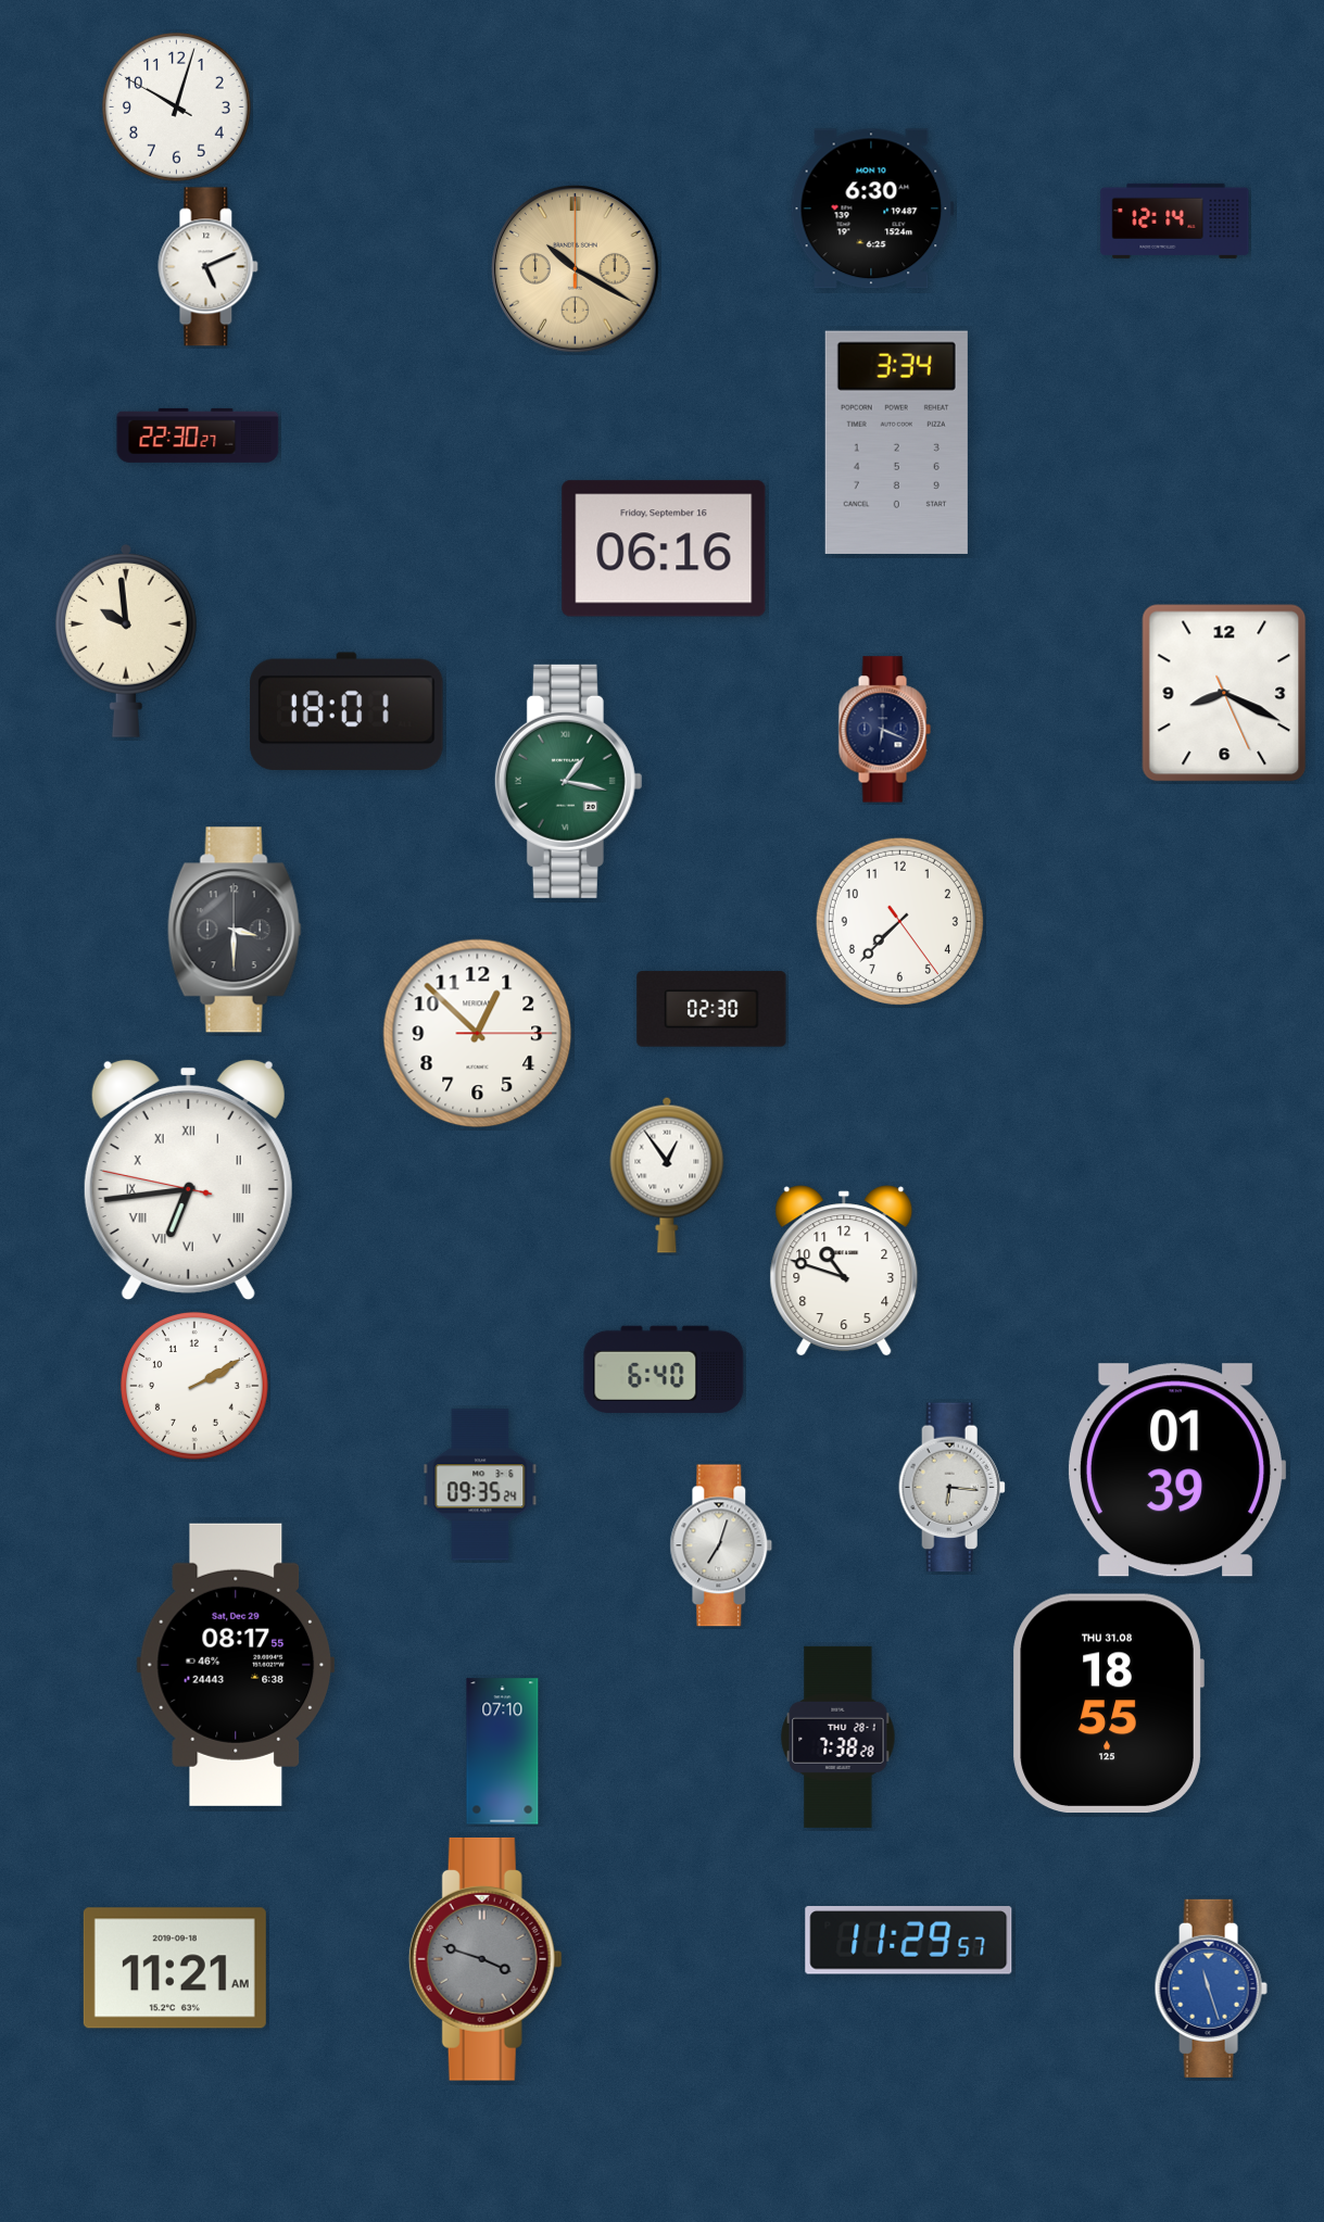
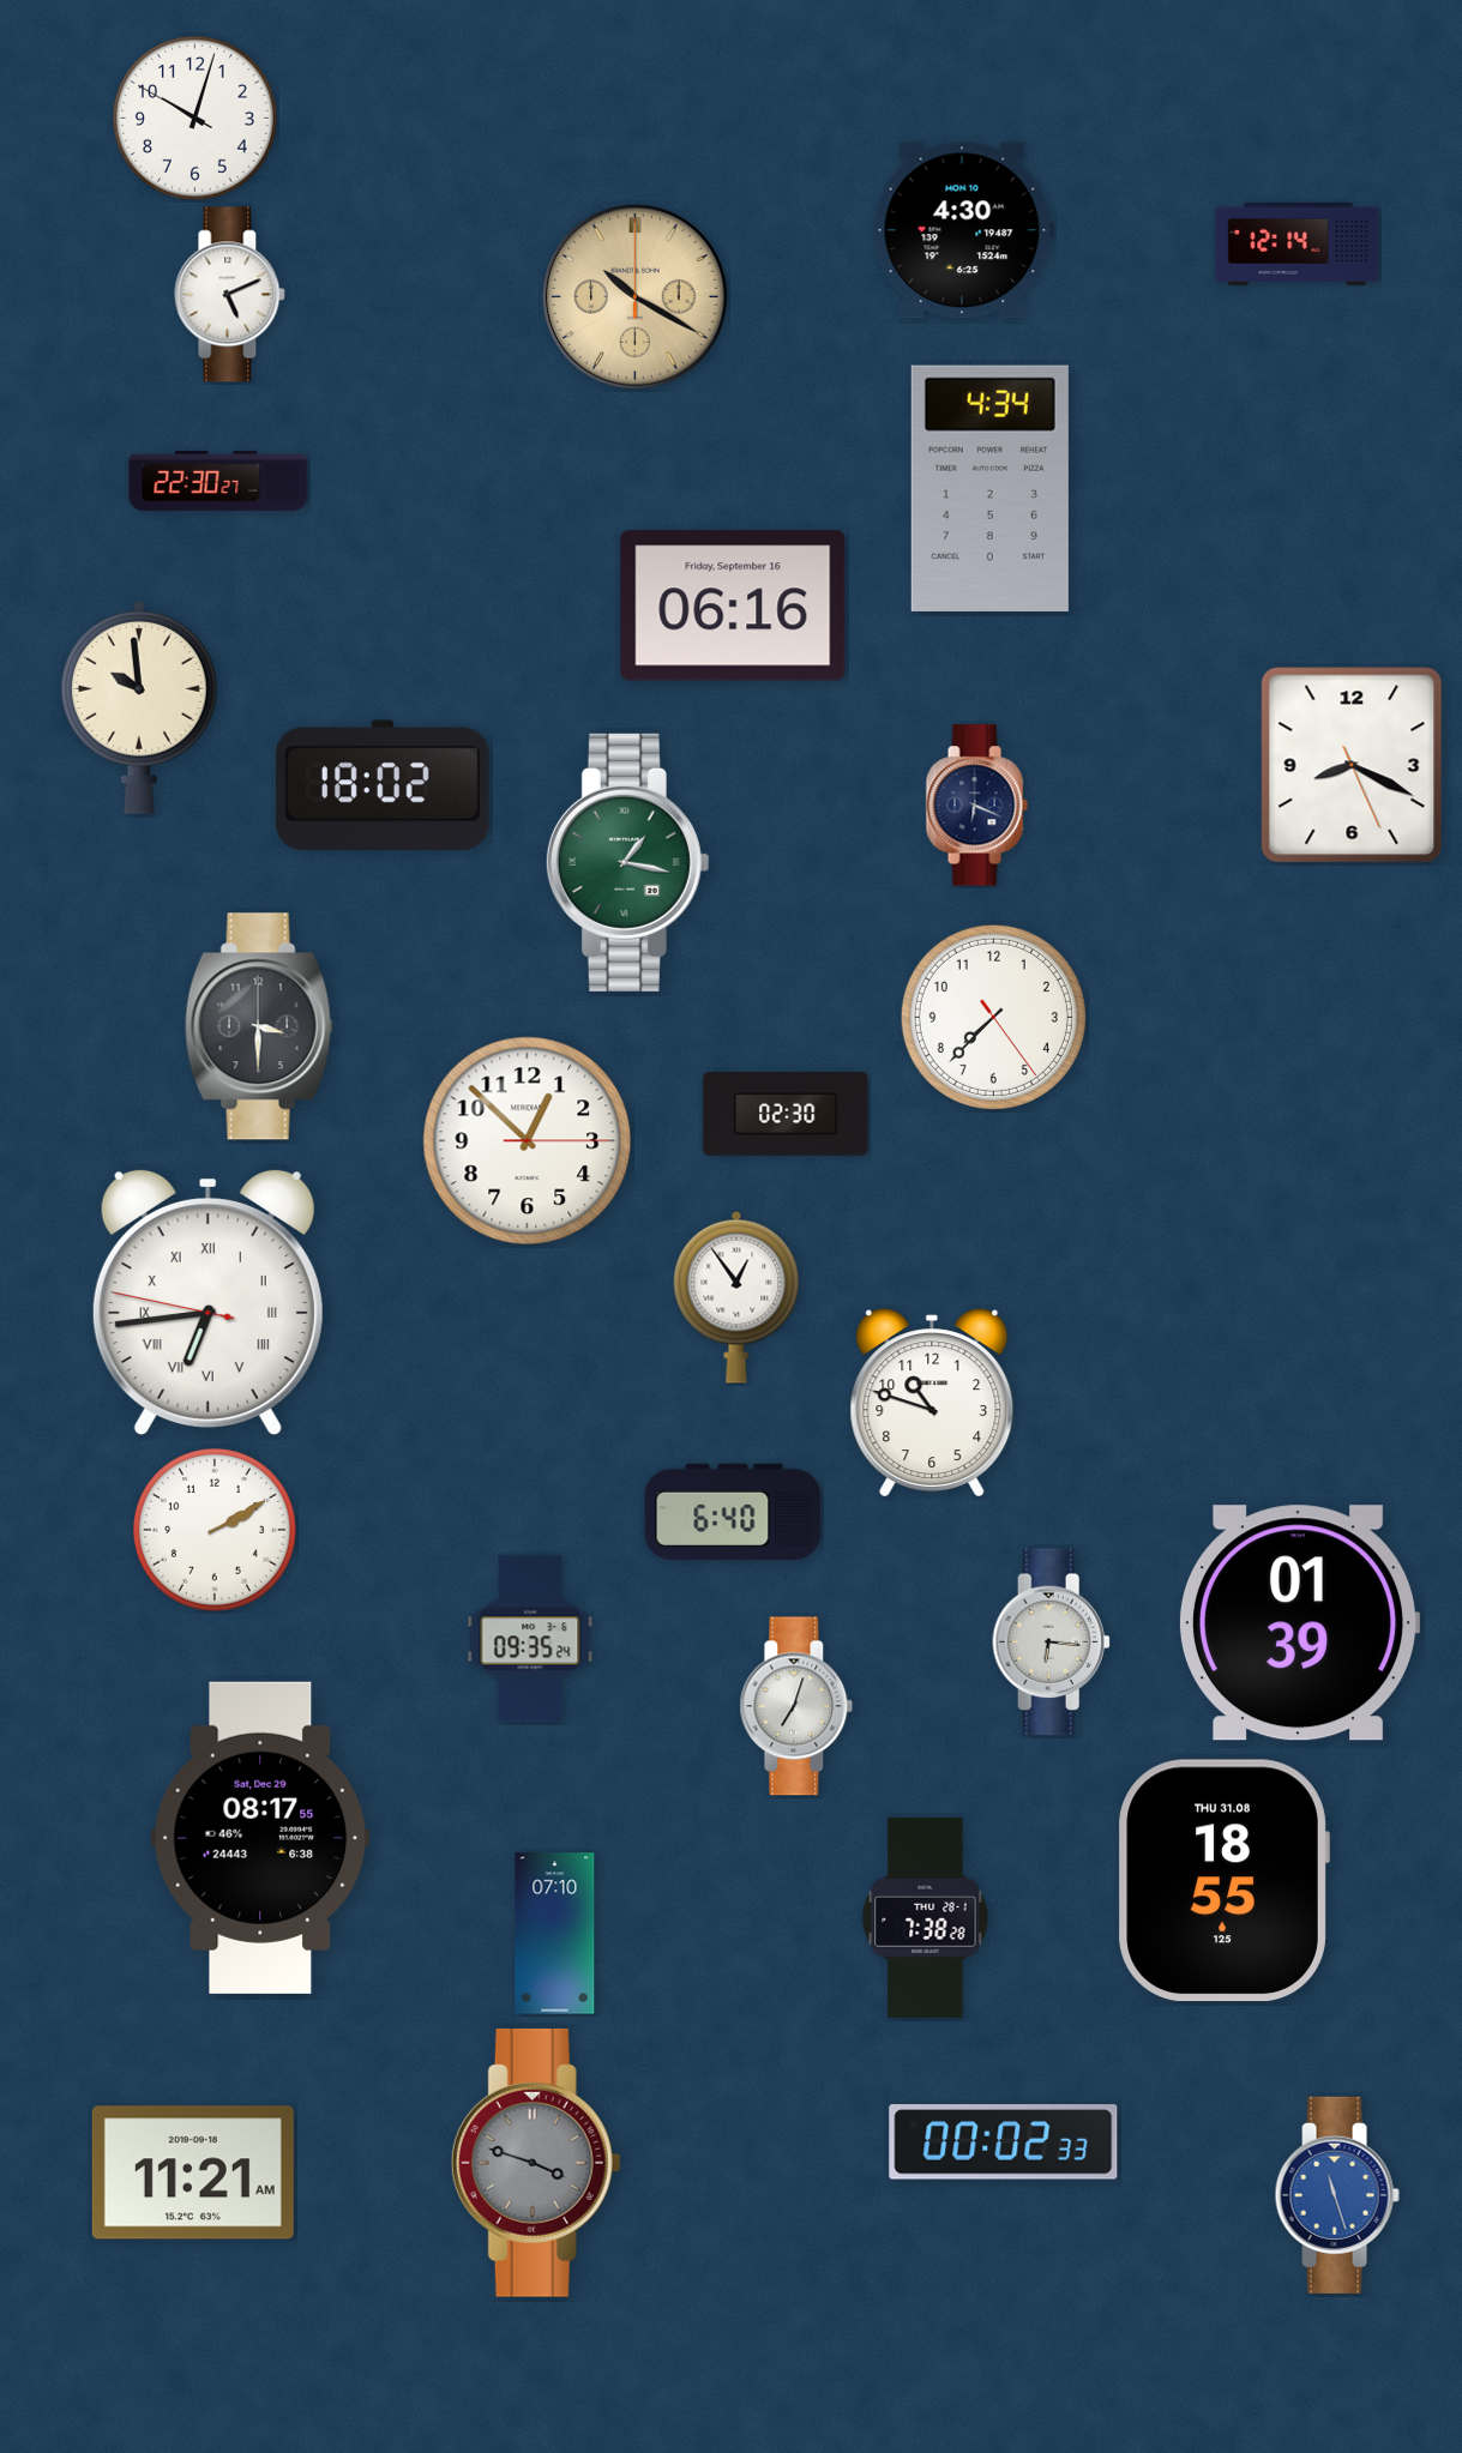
clock at (872, 209): 6:30 -> 4:30
clock at (896, 442): 3:34 -> 4:34
clock at (348, 711): 18:01 -> 18:02
clock at (909, 1941): 11:29 -> 00:02
